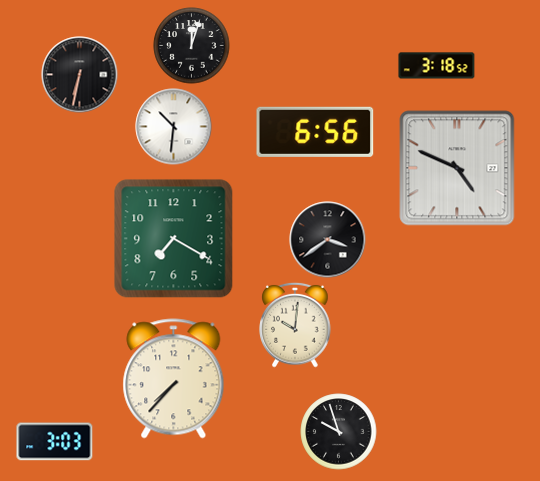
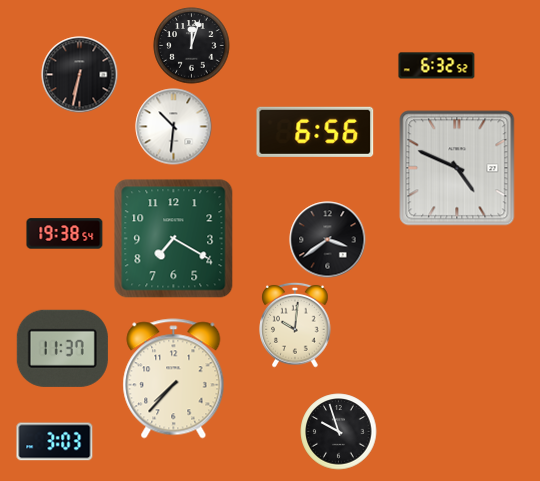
clock at (437, 66): 3:18 -> 6:32
clock at (65, 234): none -> 19:38
clock at (62, 348): none -> 11:37
